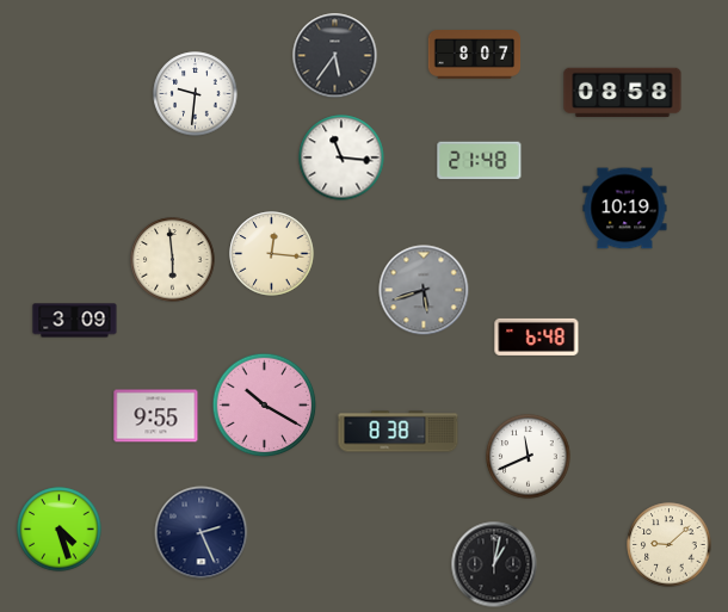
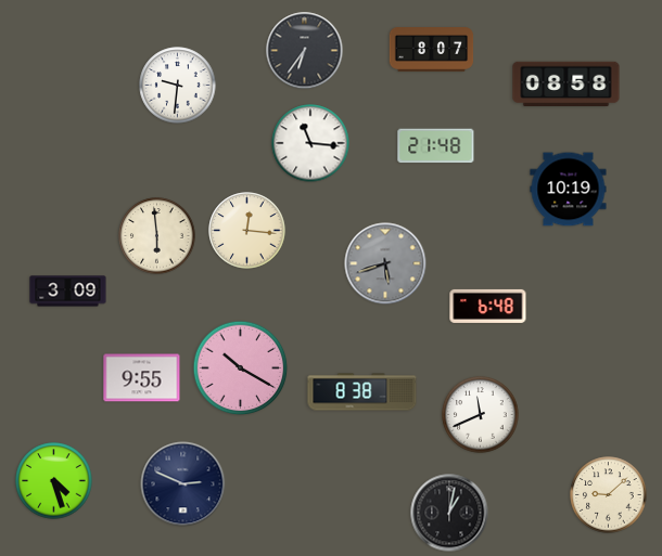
clock at (335, 56): 5:36 -> 6:36
clock at (202, 533): 2:26 -> 2:49
